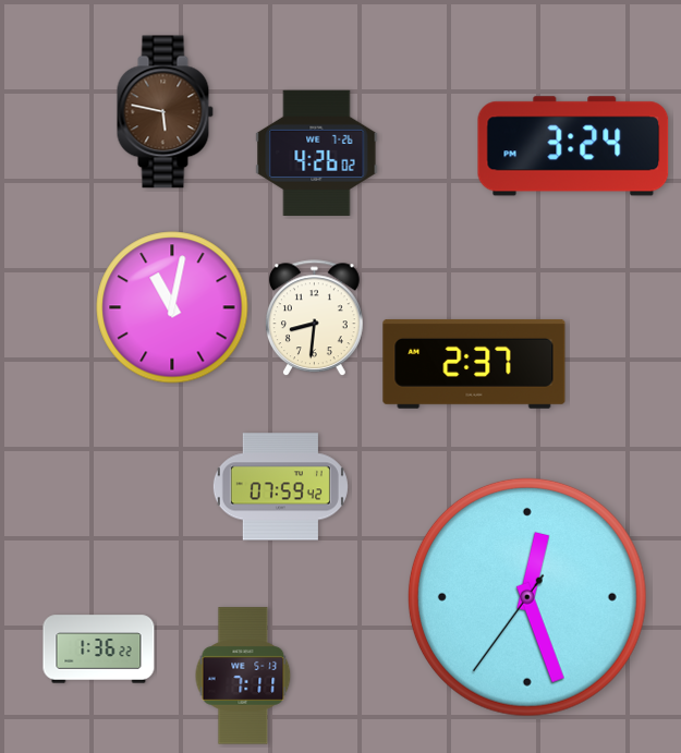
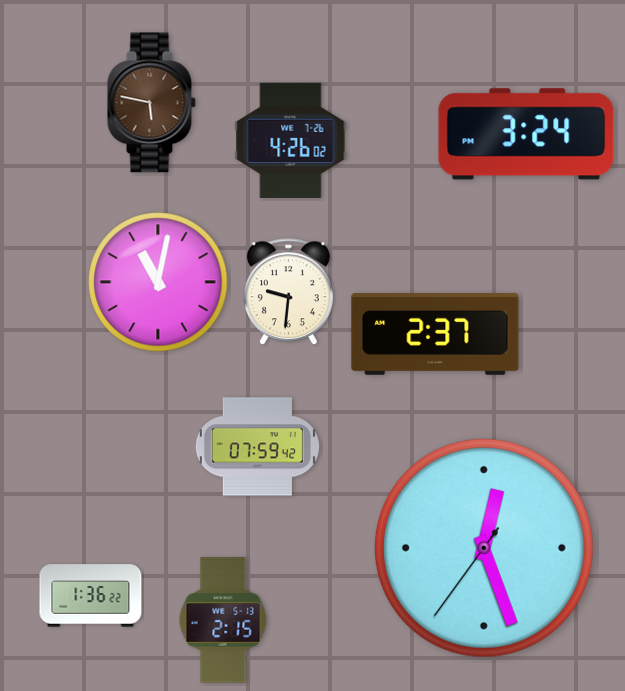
clock at (314, 318): 8:31 -> 9:31
clock at (243, 676): 7:11 -> 2:15
